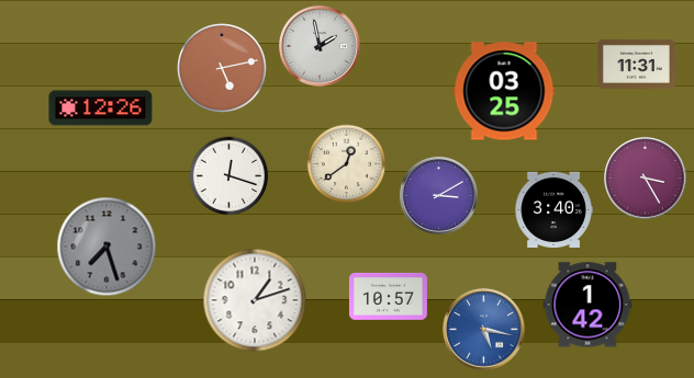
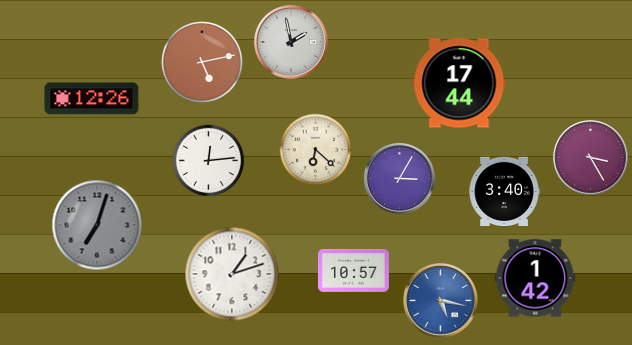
clock at (636, 64): 11:31 -> none
clock at (504, 91): 03:25 -> 17:44
clock at (347, 164): 12:39 -> 6:22
clock at (230, 176): 12:18 -> 12:14
clock at (646, 179) position: (646, 179) -> (591, 158)
clock at (438, 195): 3:10 -> 3:05
clock at (107, 247): 7:27 -> 7:03
